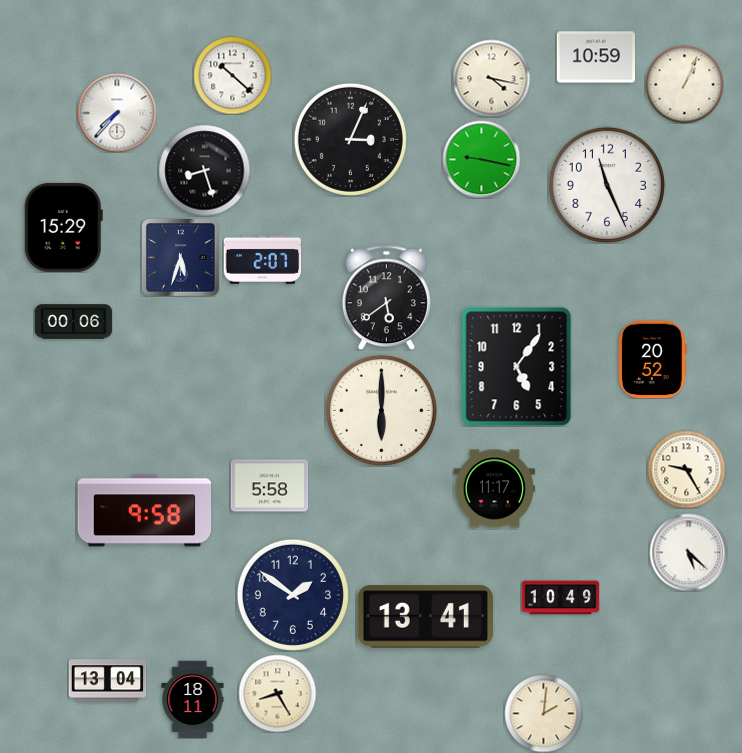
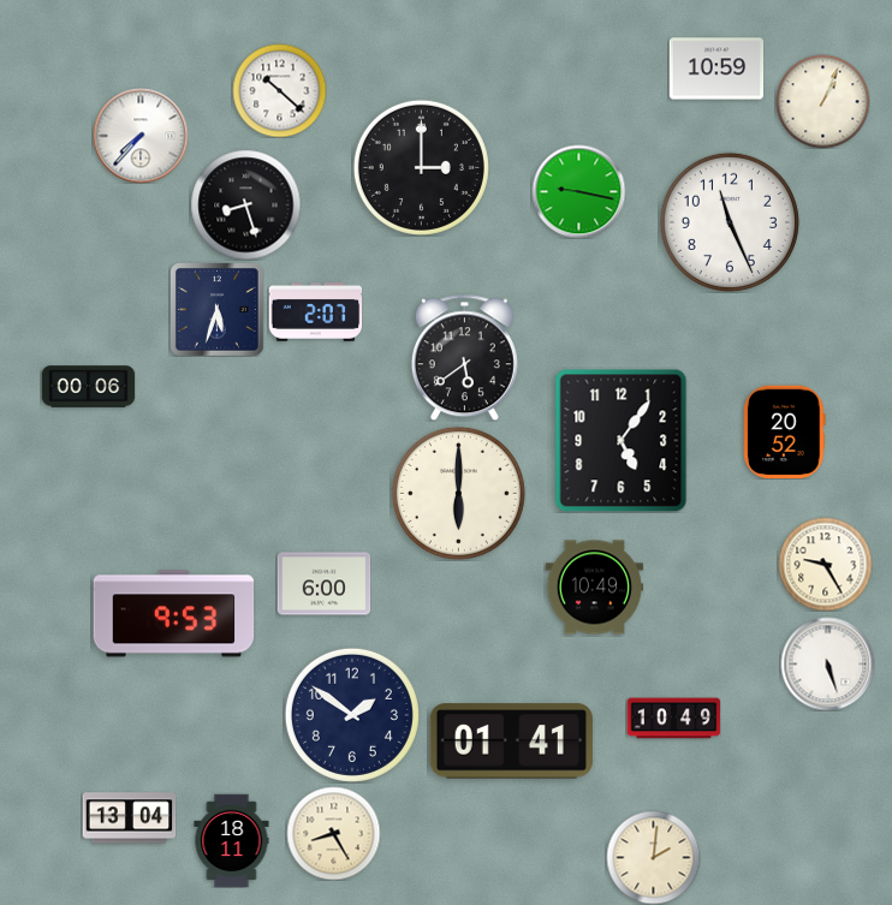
clock at (491, 78): 4:17 -> none
clock at (350, 139): 3:04 -> 3:00
clock at (63, 227): 15:29 -> none
clock at (269, 486): 5:58 -> 6:00
clock at (494, 489): 11:17 -> 10:49
clock at (145, 511): 9:58 -> 9:53
clock at (688, 552): 5:22 -> 5:27
clock at (425, 617): 13:41 -> 01:41
